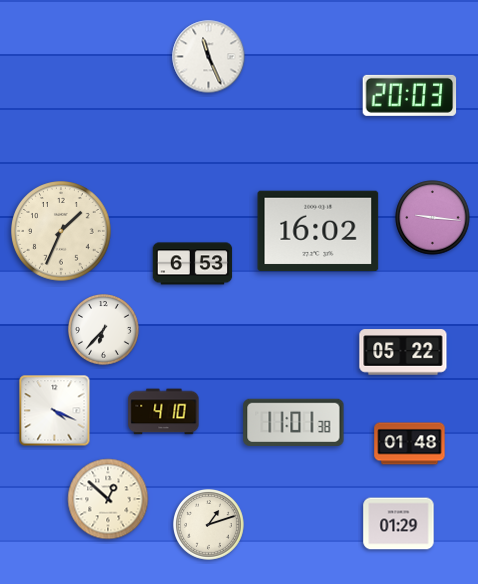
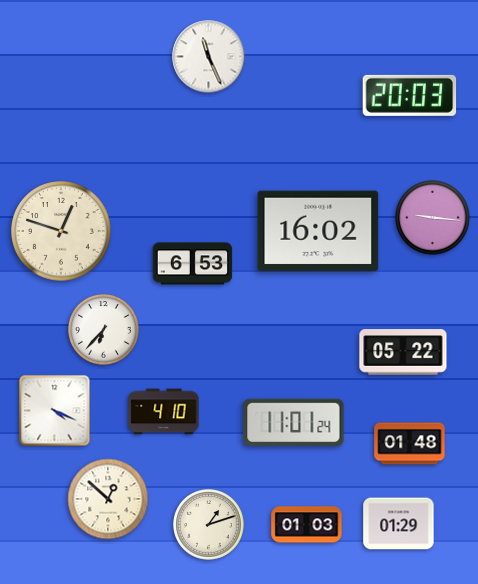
clock at (61, 231): 1:34 -> 12:48
clock at (294, 422): 11:01:38 -> 11:01:24
clock at (307, 525): none -> 01:03
